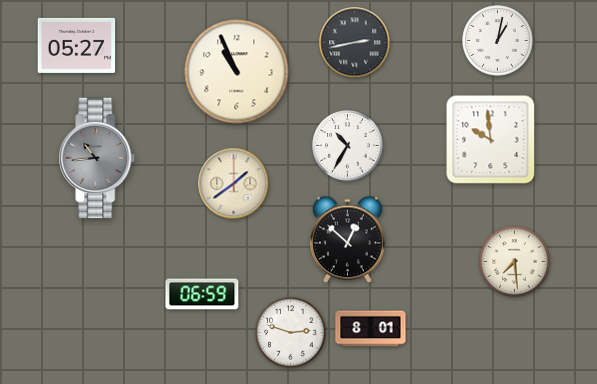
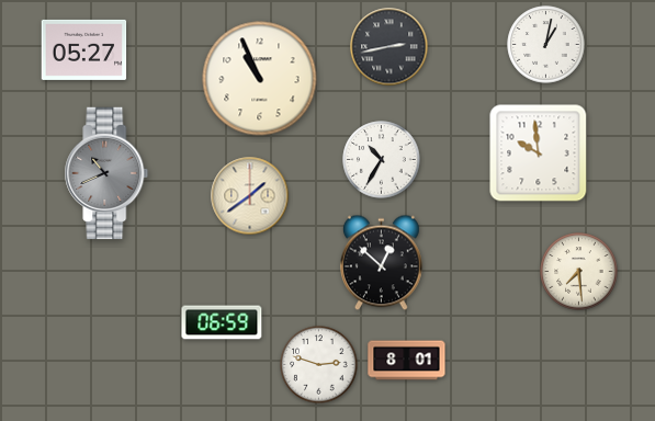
clock at (97, 158): 10:44 -> 10:41
clock at (234, 184) position: (234, 184) -> (250, 196)
clock at (515, 262) position: (515, 262) -> (579, 272)
